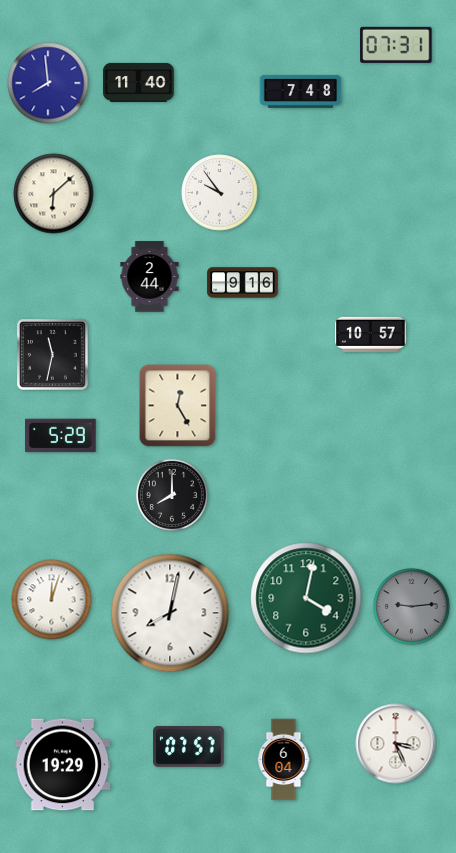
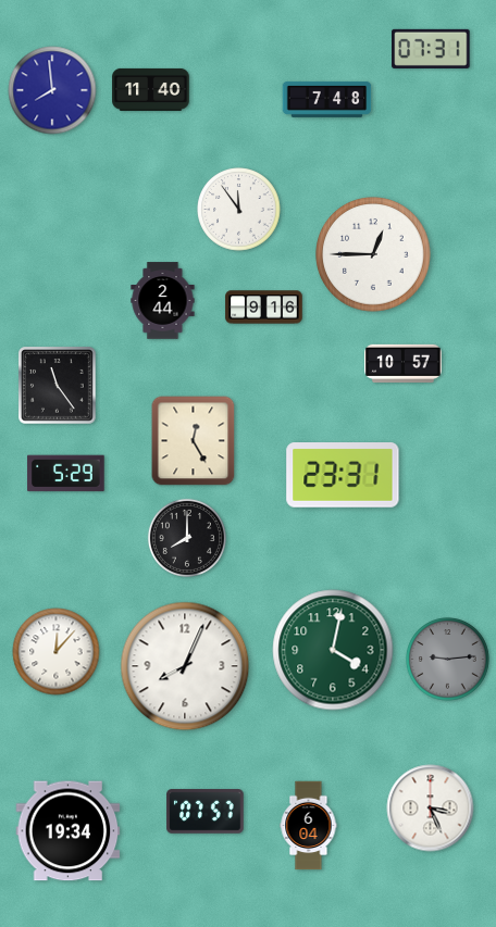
clock at (220, 193): 9:54 -> 11:54
clock at (54, 194): 6:08 -> none
clock at (373, 254): none -> 12:45
clock at (53, 355): 11:32 -> 11:24
clock at (343, 476): none -> 23:31
clock at (52, 600): 12:03 -> 12:07
clock at (170, 613): 8:02 -> 8:04
clock at (63, 765): 19:29 -> 19:34
